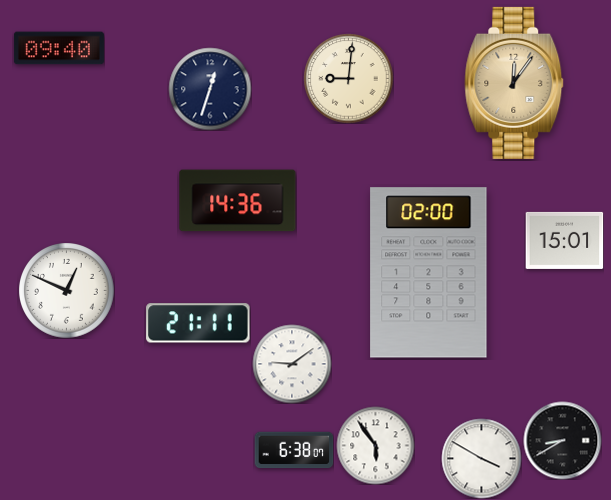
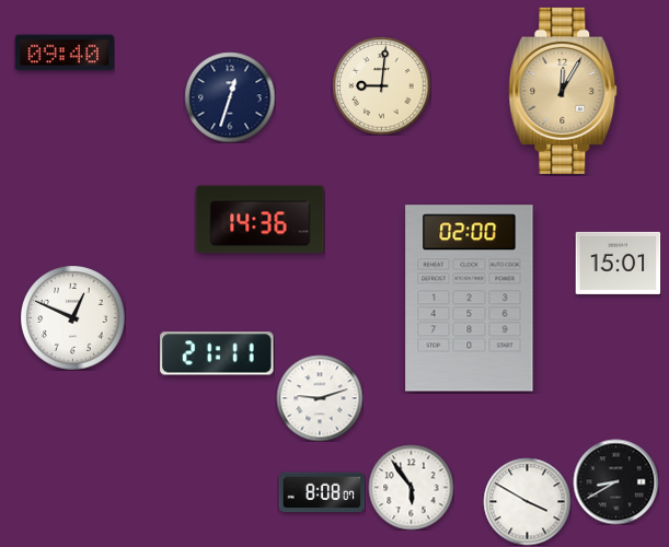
clock at (514, 83): 12:06 -> 12:05
clock at (292, 364): 9:09 -> 9:12
clock at (294, 450): 6:38 -> 8:08
